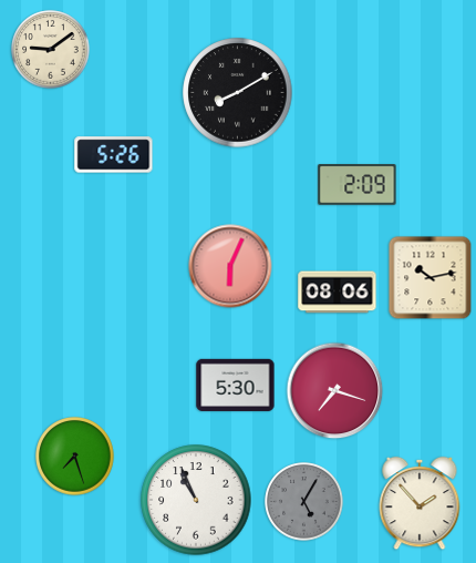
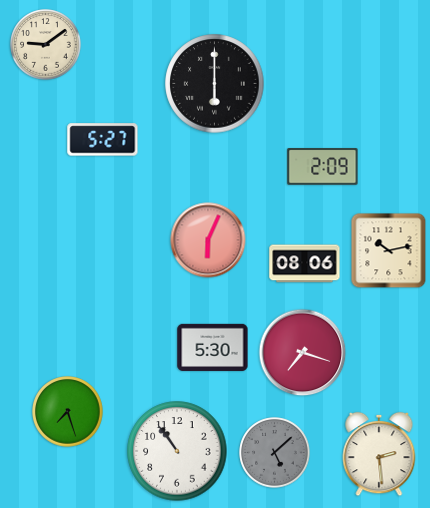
clock at (238, 93): 8:10 -> 6:00
clock at (114, 155): 5:26 -> 5:27
clock at (196, 500): 10:56 -> 10:54
clock at (304, 502): 5:05 -> 5:08
clock at (420, 503): 1:53 -> 2:29
